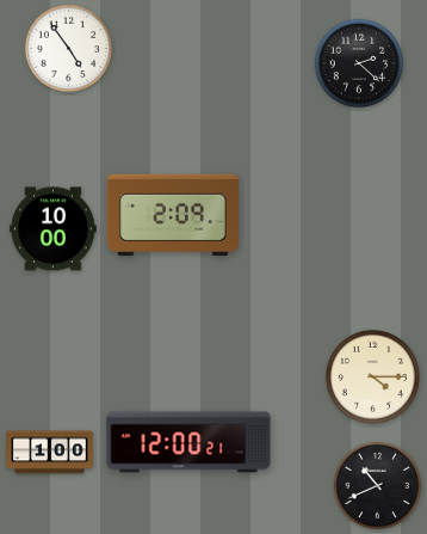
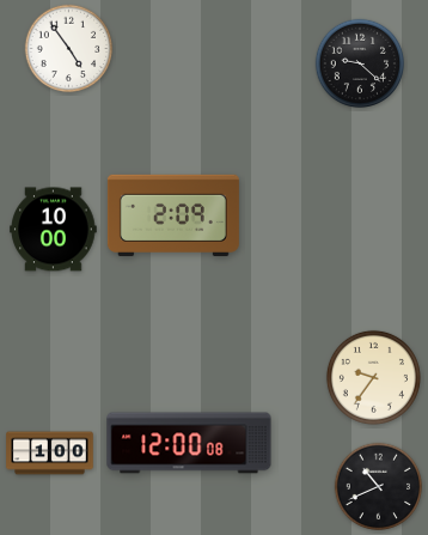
clock at (359, 63): 2:22 -> 9:22
clock at (372, 376): 4:15 -> 9:36
clock at (188, 442): 12:00:21 -> 12:00:08
